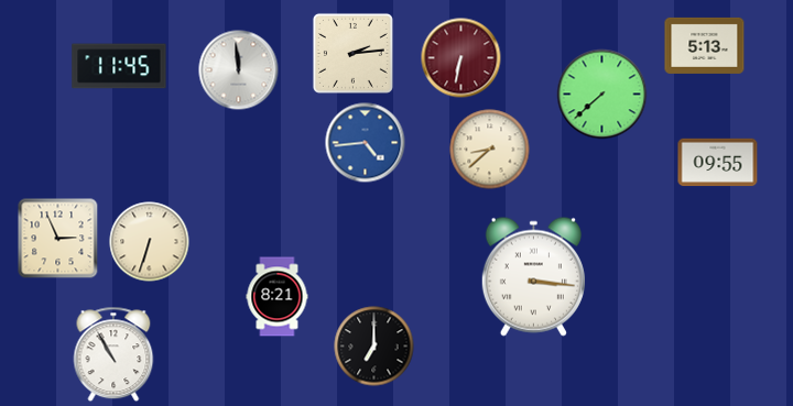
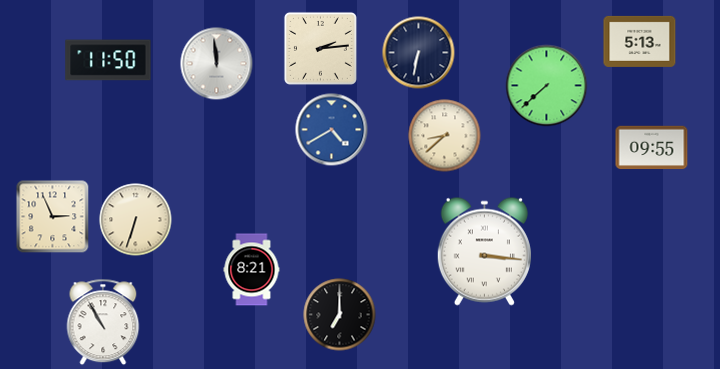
clock at (461, 58) dial: burgundy -> navy
clock at (119, 66): 11:45 -> 11:50
clock at (366, 143): 4:44 -> 4:40
